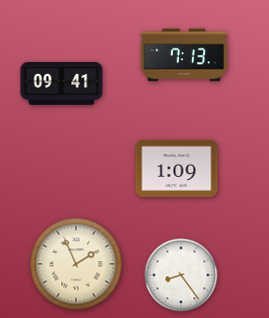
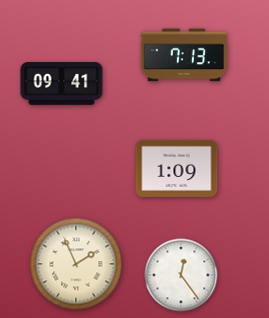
clock at (181, 275): 8:24 -> 12:24
